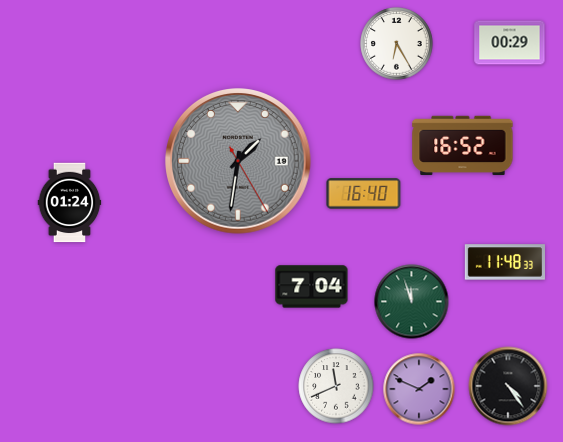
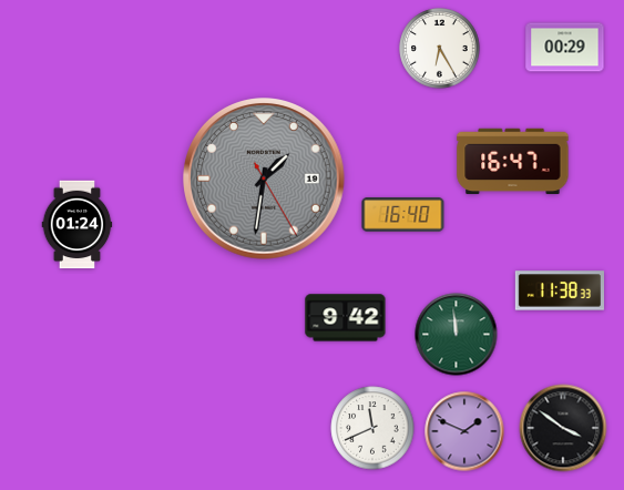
clock at (463, 146): 16:52 -> 16:47
clock at (504, 262): 11:48 -> 11:38
clock at (312, 287): 7:04 -> 9:42
clock at (412, 302): 11:57 -> 11:59
clock at (508, 386): 4:24 -> 3:51
